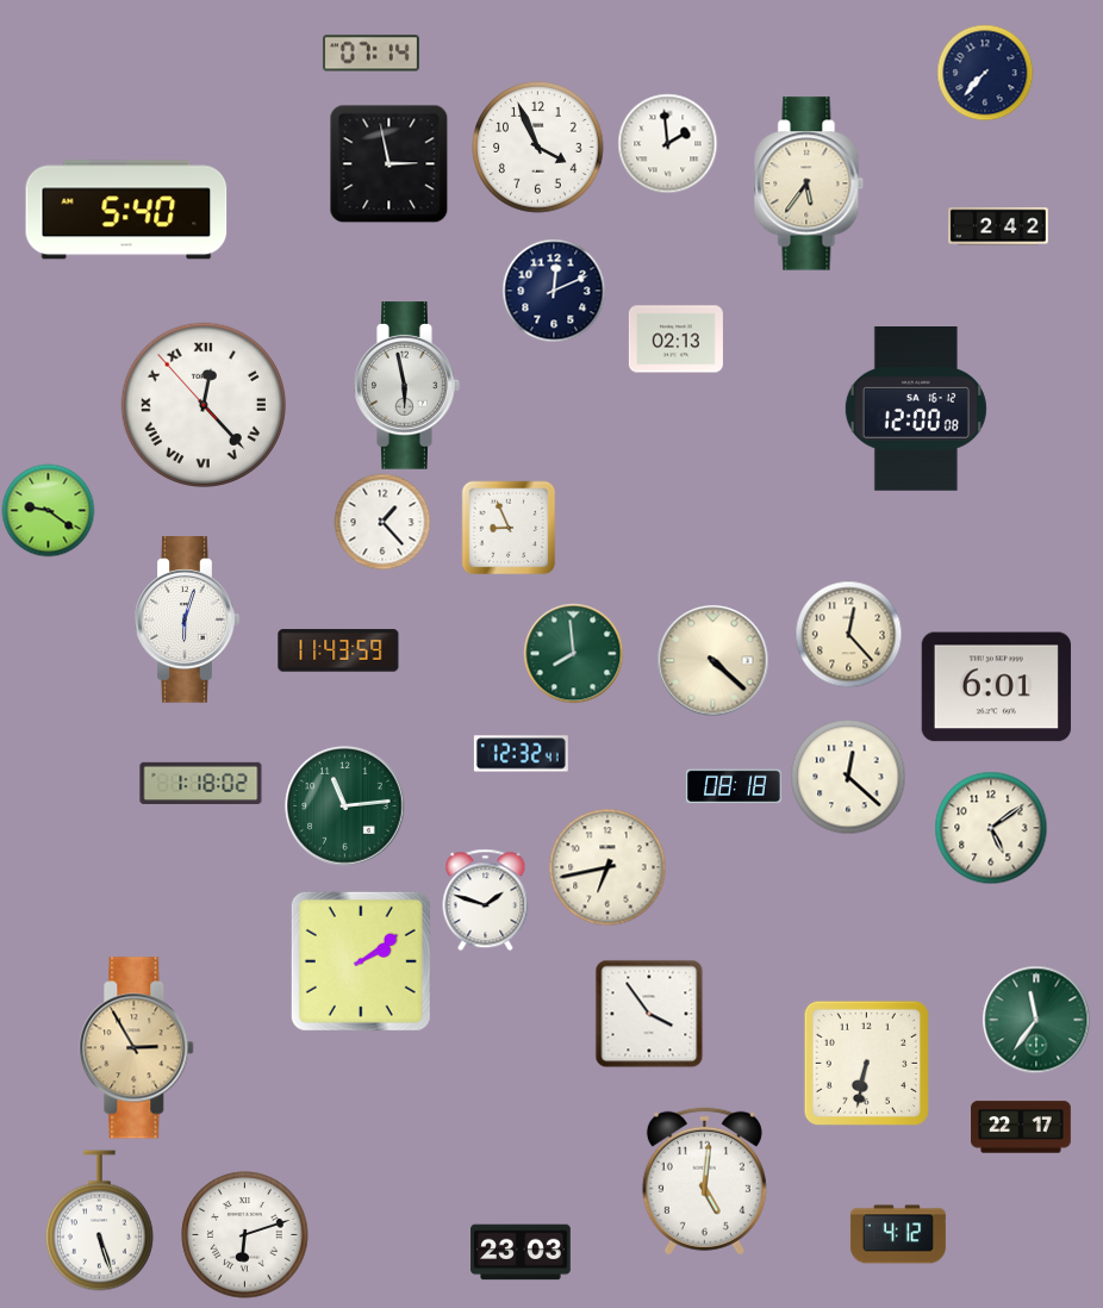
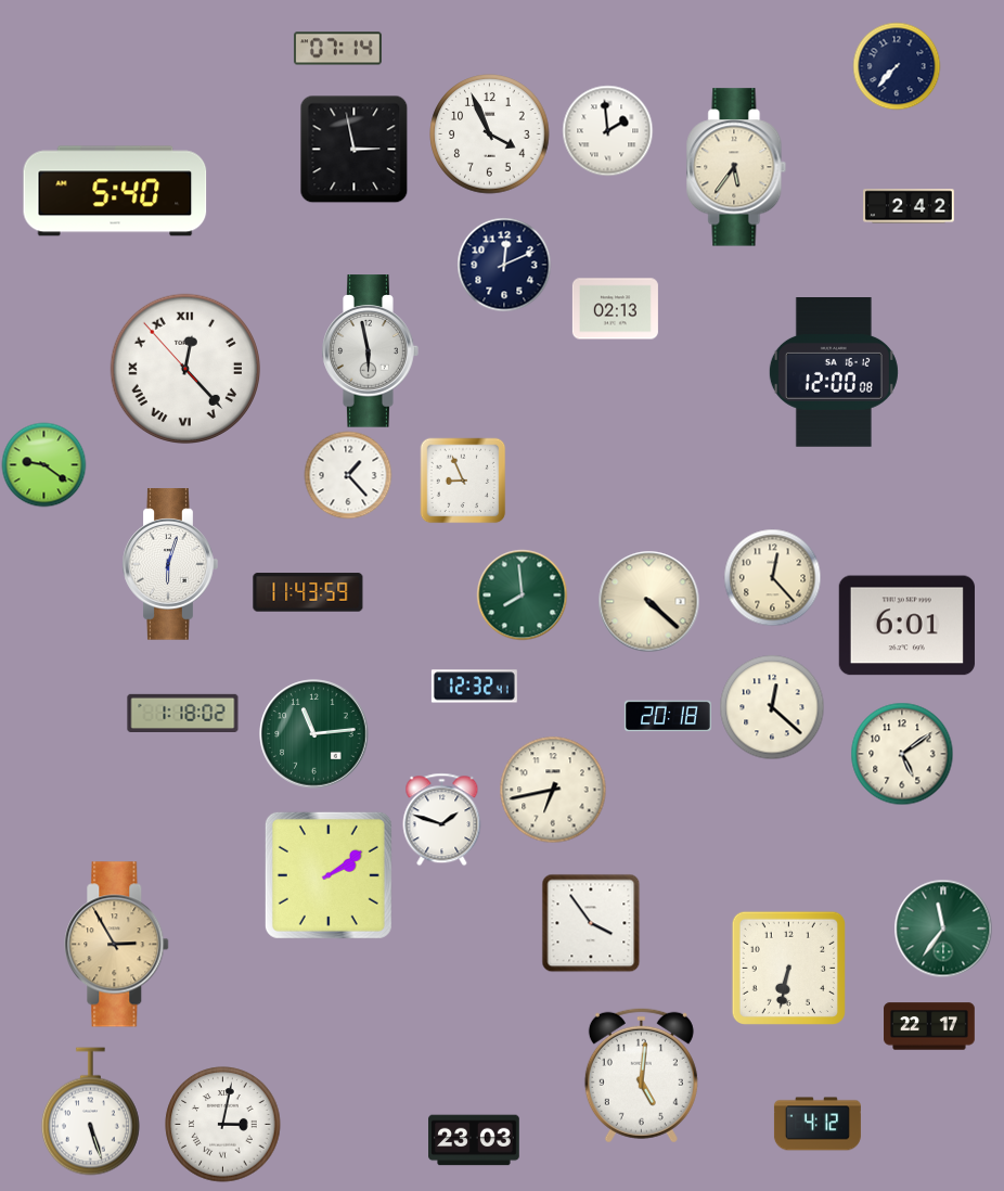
clock at (734, 786): 08:18 -> 20:18
clock at (137, 1048) position: (137, 1048) -> (117, 945)
clock at (245, 1235): 6:12 -> 3:02
